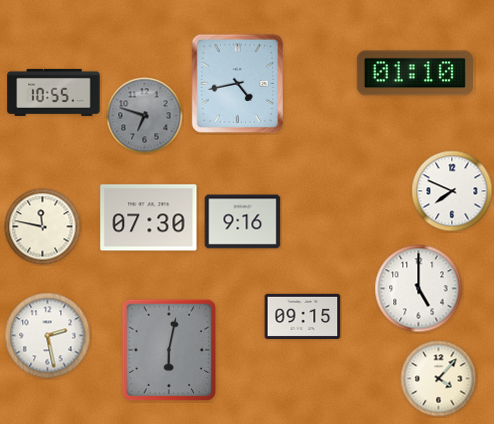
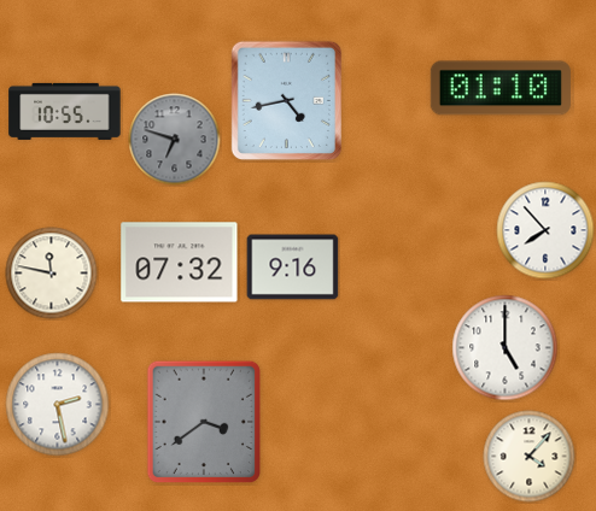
clock at (452, 191): 7:49 -> 7:53
clock at (149, 218): 07:30 -> 07:32
clock at (303, 316): 09:15 -> none
clock at (169, 350): 6:02 -> 3:39
